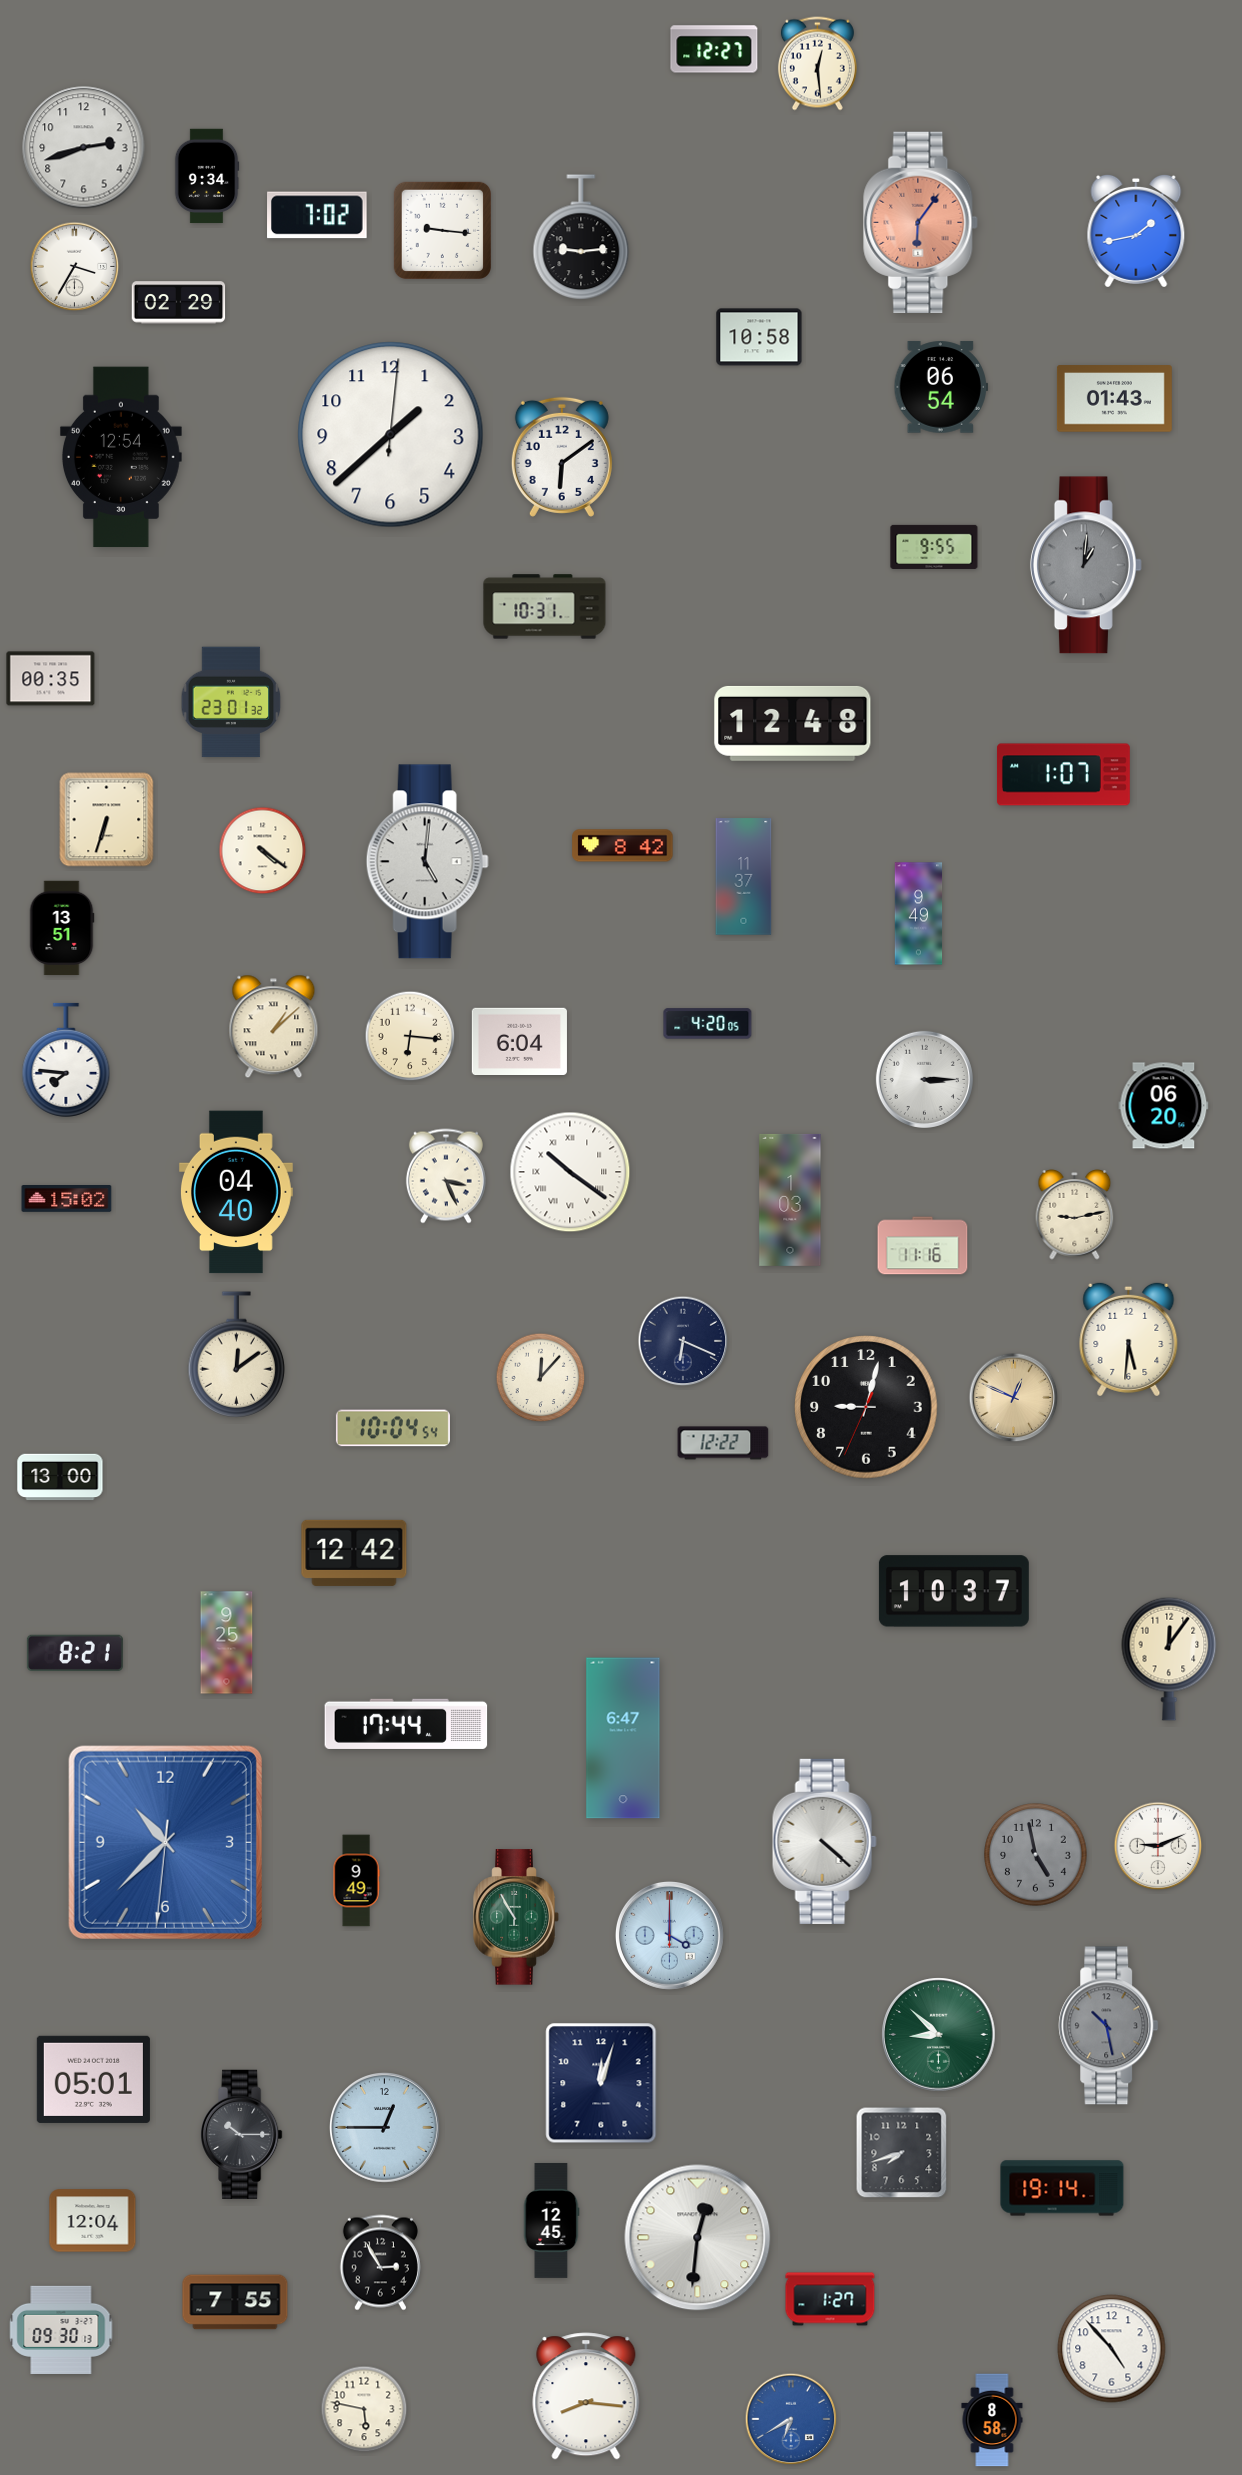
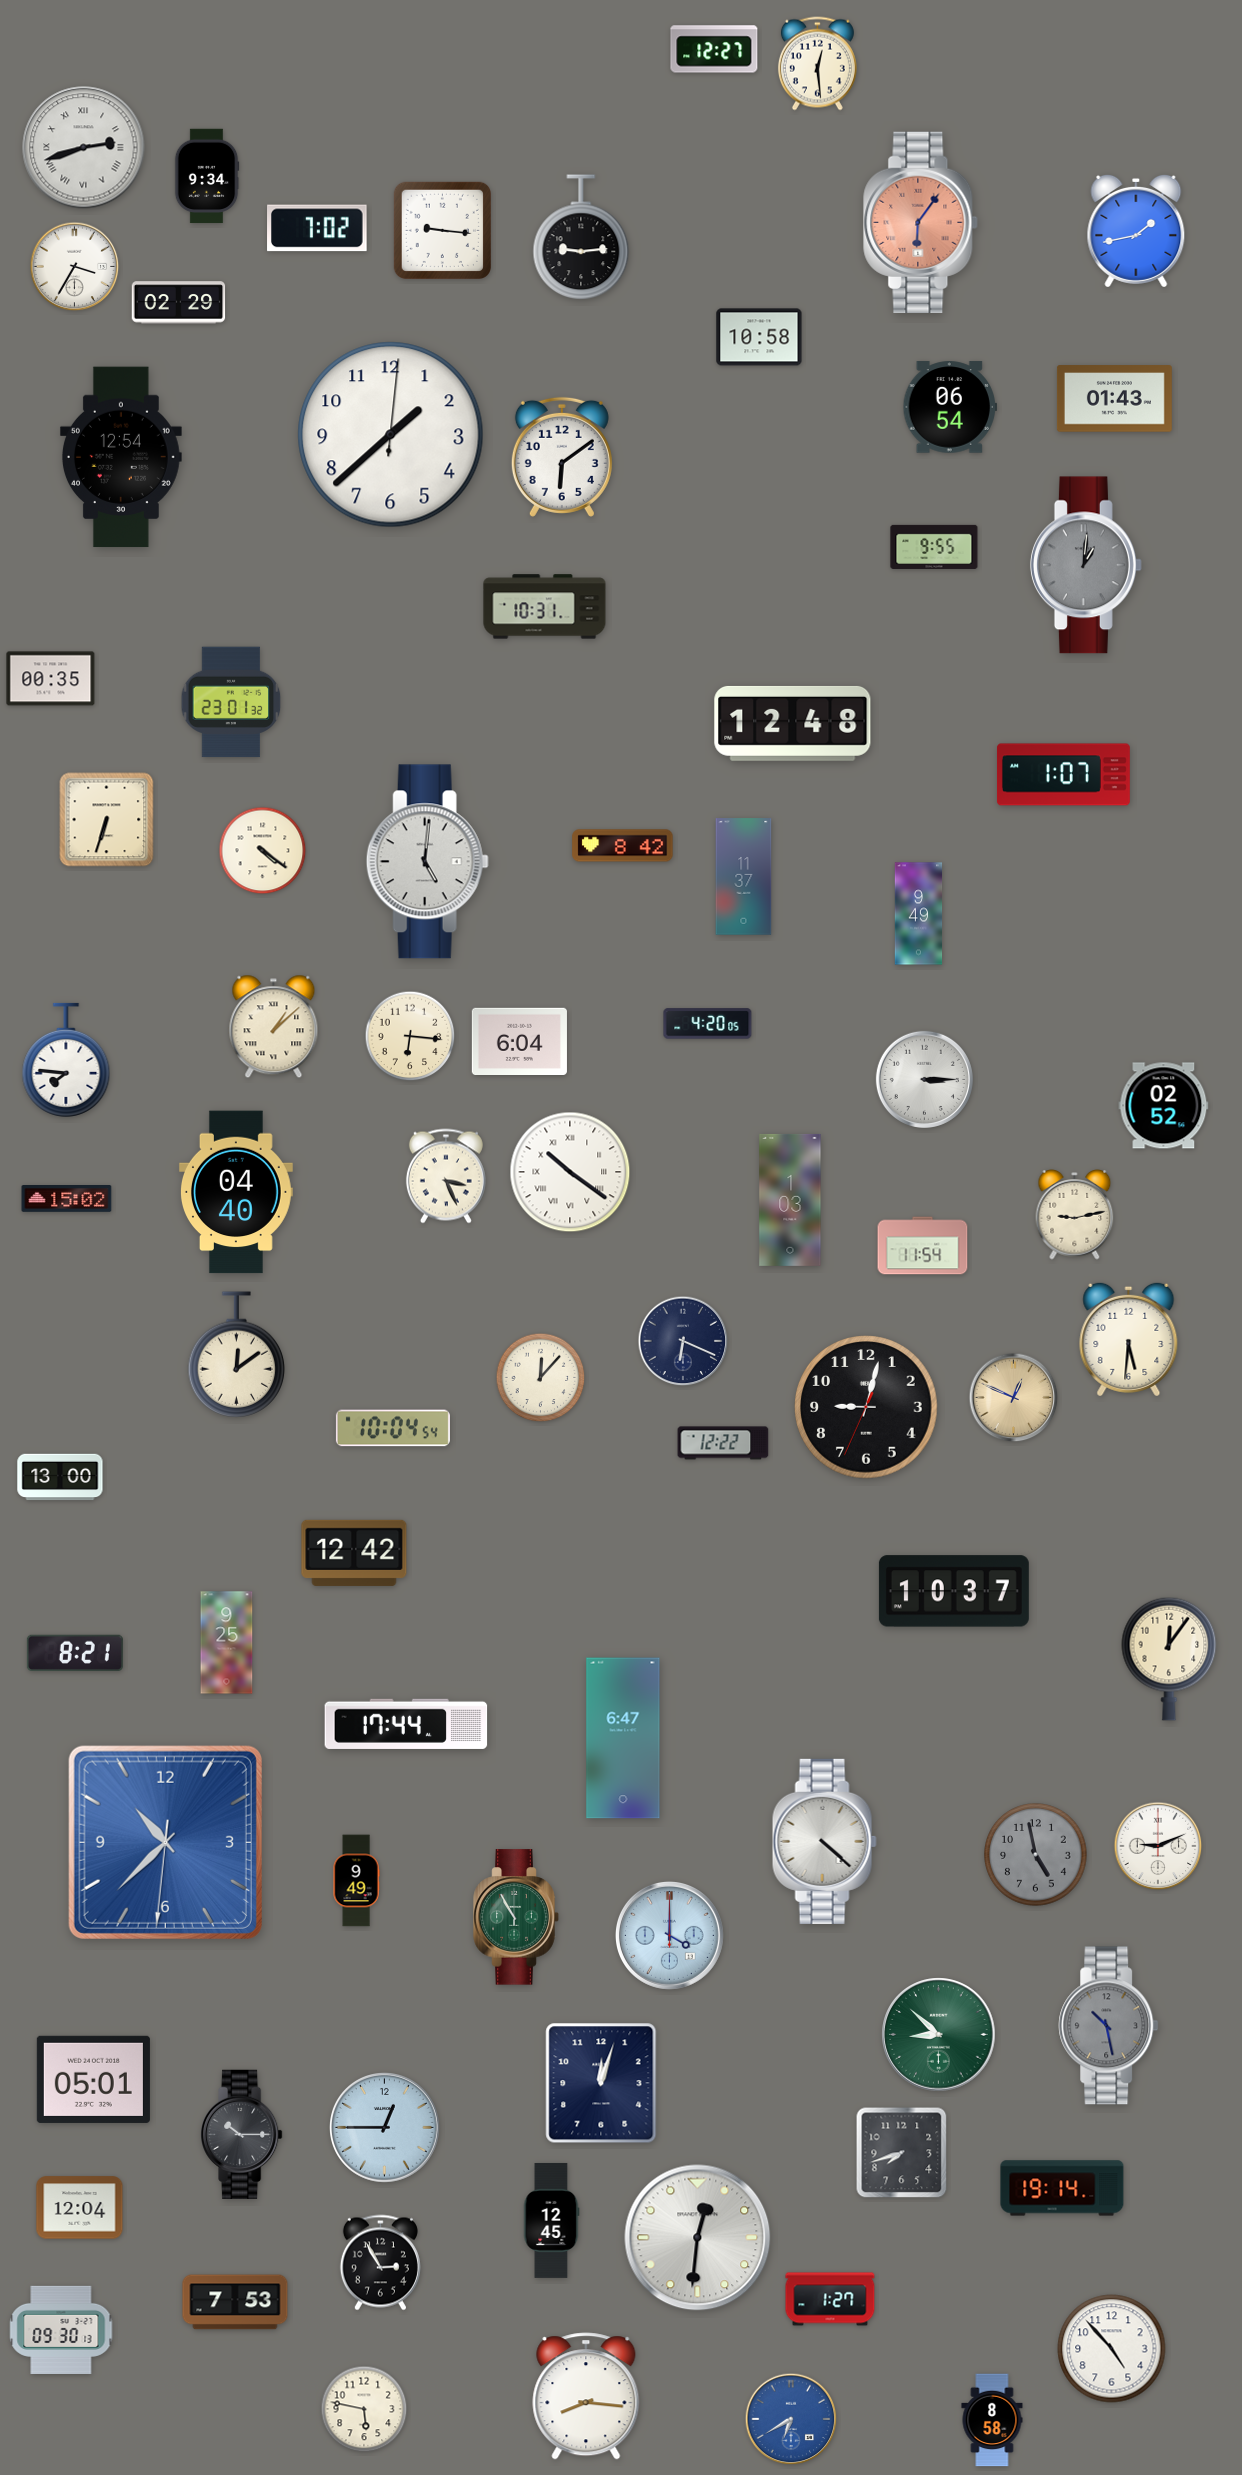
clock at (84, 148) numerals: Arabic -> Roman
clock at (317, 215) position: (317, 215) -> (317, 228)
clock at (940, 387) position: (940, 387) -> (949, 407)
clock at (62, 928): 13:51 -> none
clock at (1164, 1106): 06:20 -> 02:52
clock at (923, 1246): 11:16 -> 11:54
clock at (93, 2221) position: (93, 2221) -> (80, 2208)
clock at (235, 2302): 7:55 -> 7:53
